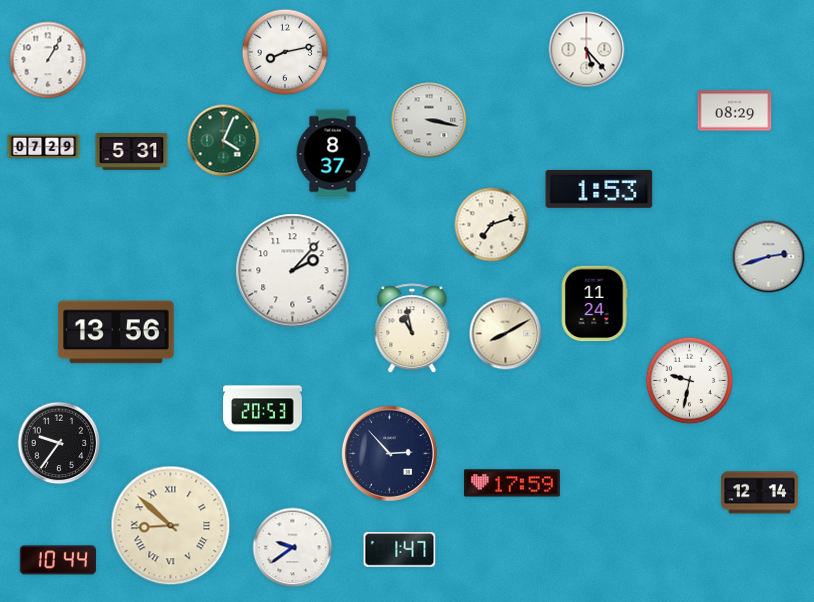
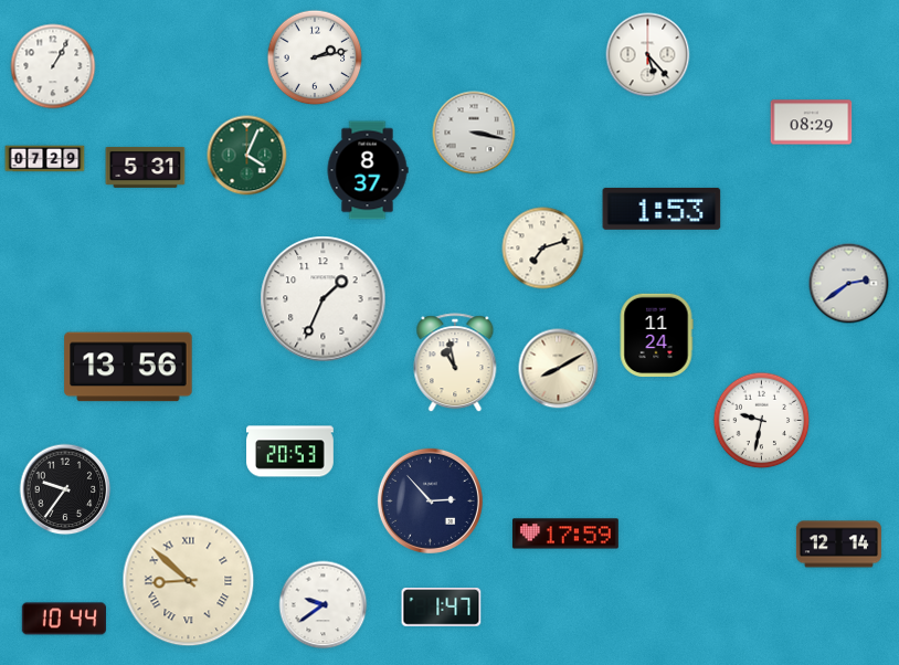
clock at (285, 52): 8:13 -> 2:13
clock at (44, 147) position: (44, 147) -> (45, 159)
clock at (769, 257): 2:42 -> 2:39
clock at (293, 271): 2:07 -> 1:34
